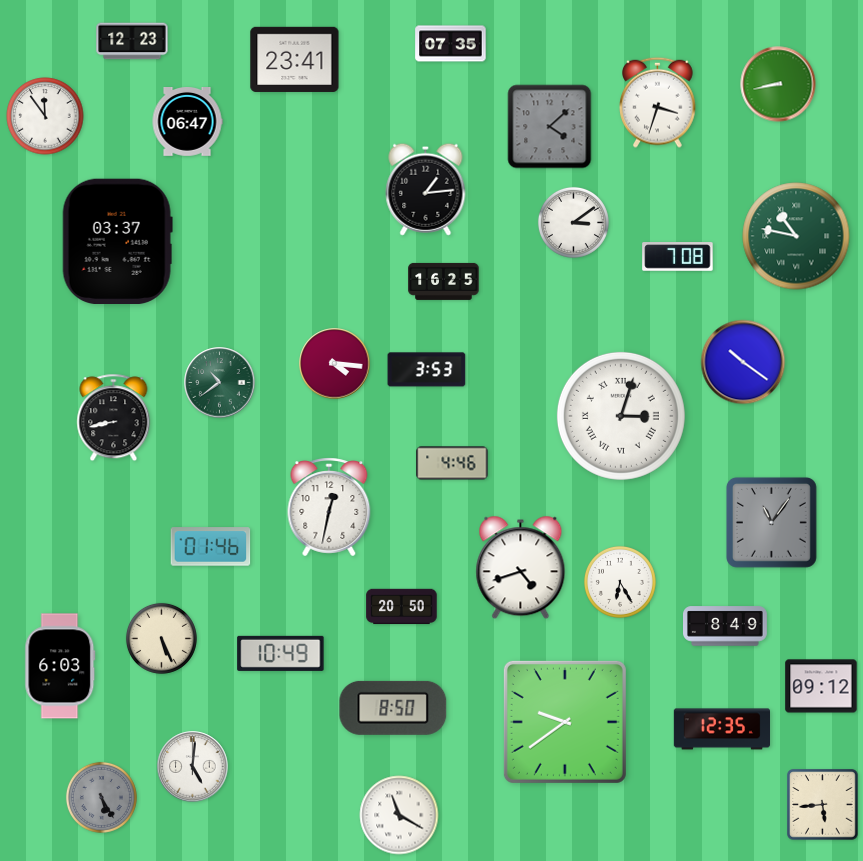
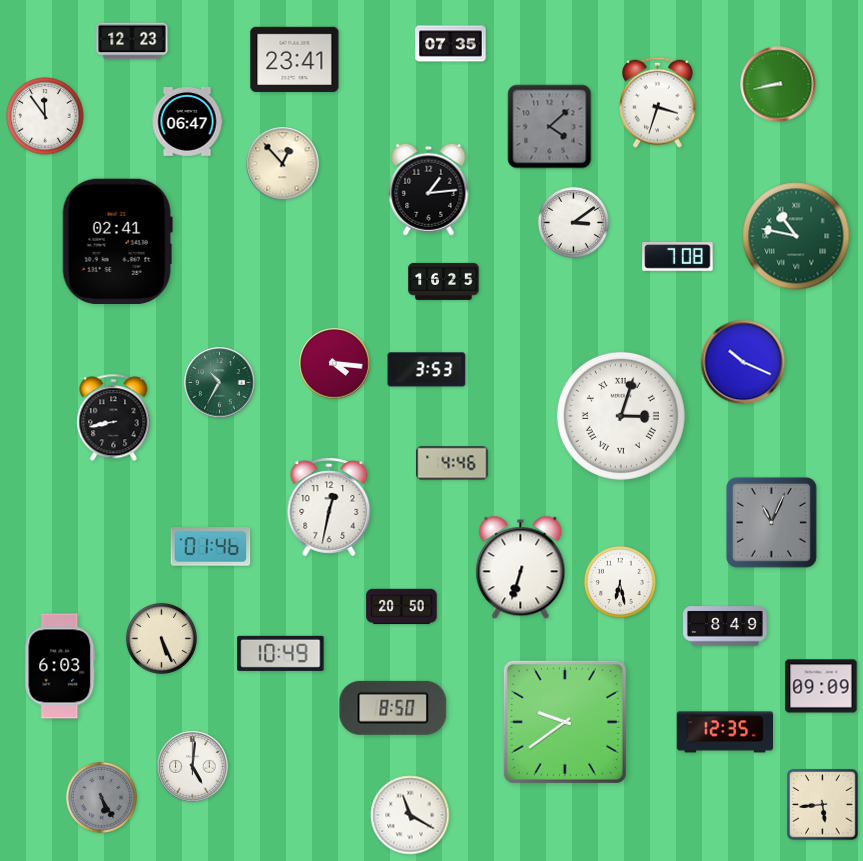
clock at (283, 164): none -> 12:53
clock at (426, 189) position: (426, 189) -> (429, 189)
clock at (117, 241): 03:37 -> 02:41
clock at (743, 362): 10:21 -> 10:19
clock at (220, 383): 10:39 -> 10:35
clock at (771, 522): 11:06 -> 11:04
clock at (521, 568): 4:42 -> 6:33
clock at (620, 582): 6:25 -> 6:28
clock at (821, 686): 09:12 -> 09:09
clock at (721, 729) position: (721, 729) -> (724, 732)
clock at (399, 815) position: (399, 815) -> (410, 815)
